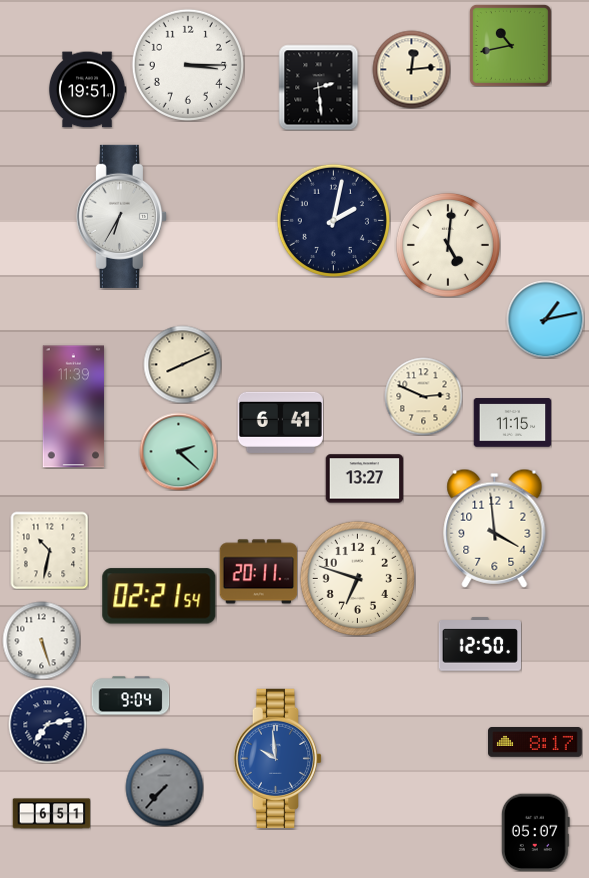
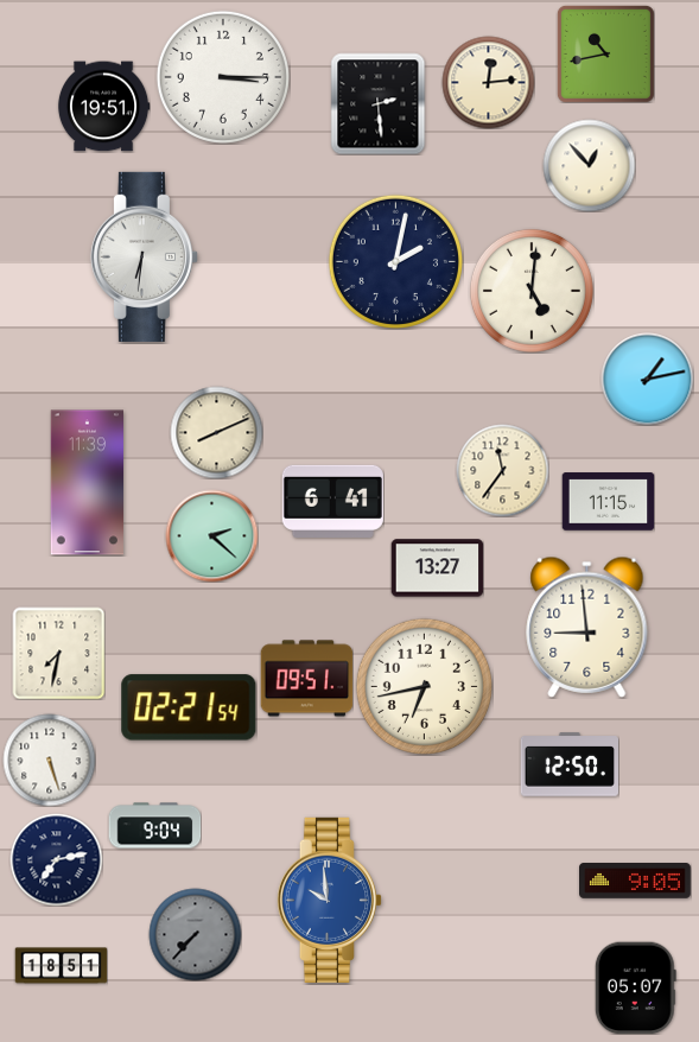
clock at (589, 165): none -> 12:53
clock at (121, 216): 6:35 -> 6:31
clock at (423, 396): 2:49 -> 11:36
clock at (364, 479) position: (364, 479) -> (437, 568)
clock at (495, 528): 3:59 -> 8:59
clock at (49, 550): 10:32 -> 7:32
clock at (258, 572): 20:11 -> 09:51
clock at (357, 578): 6:48 -> 6:43
clock at (536, 743): 8:17 -> 9:05
clock at (51, 814): 6:51 -> 18:51
